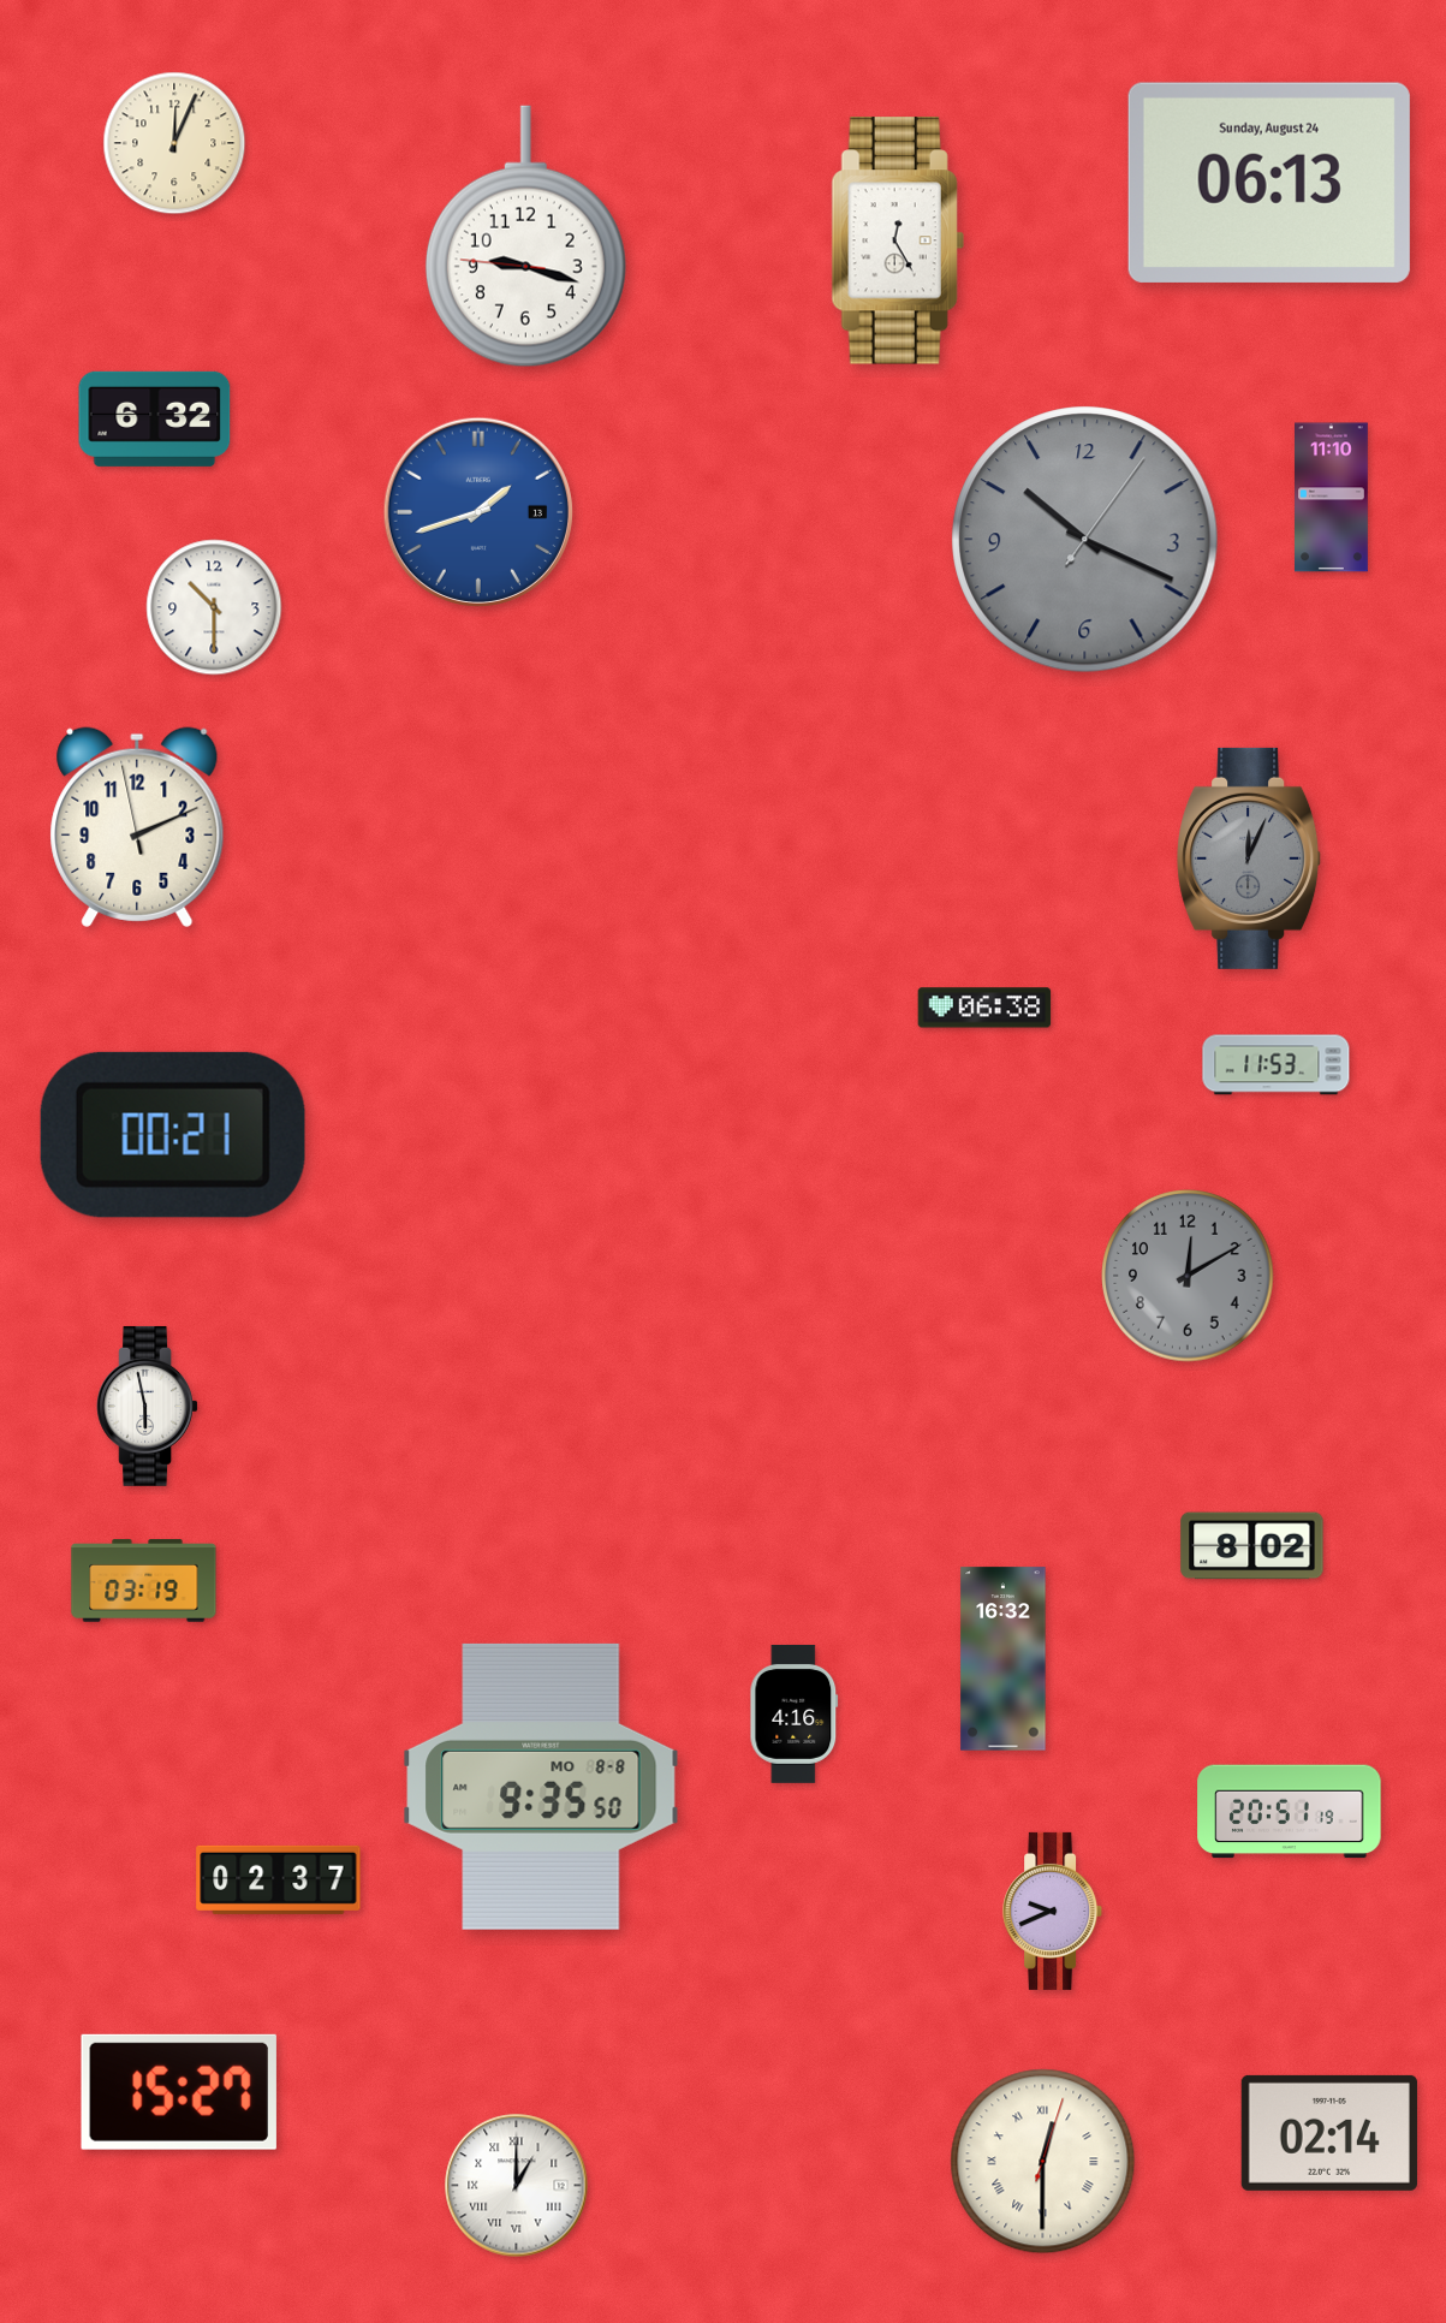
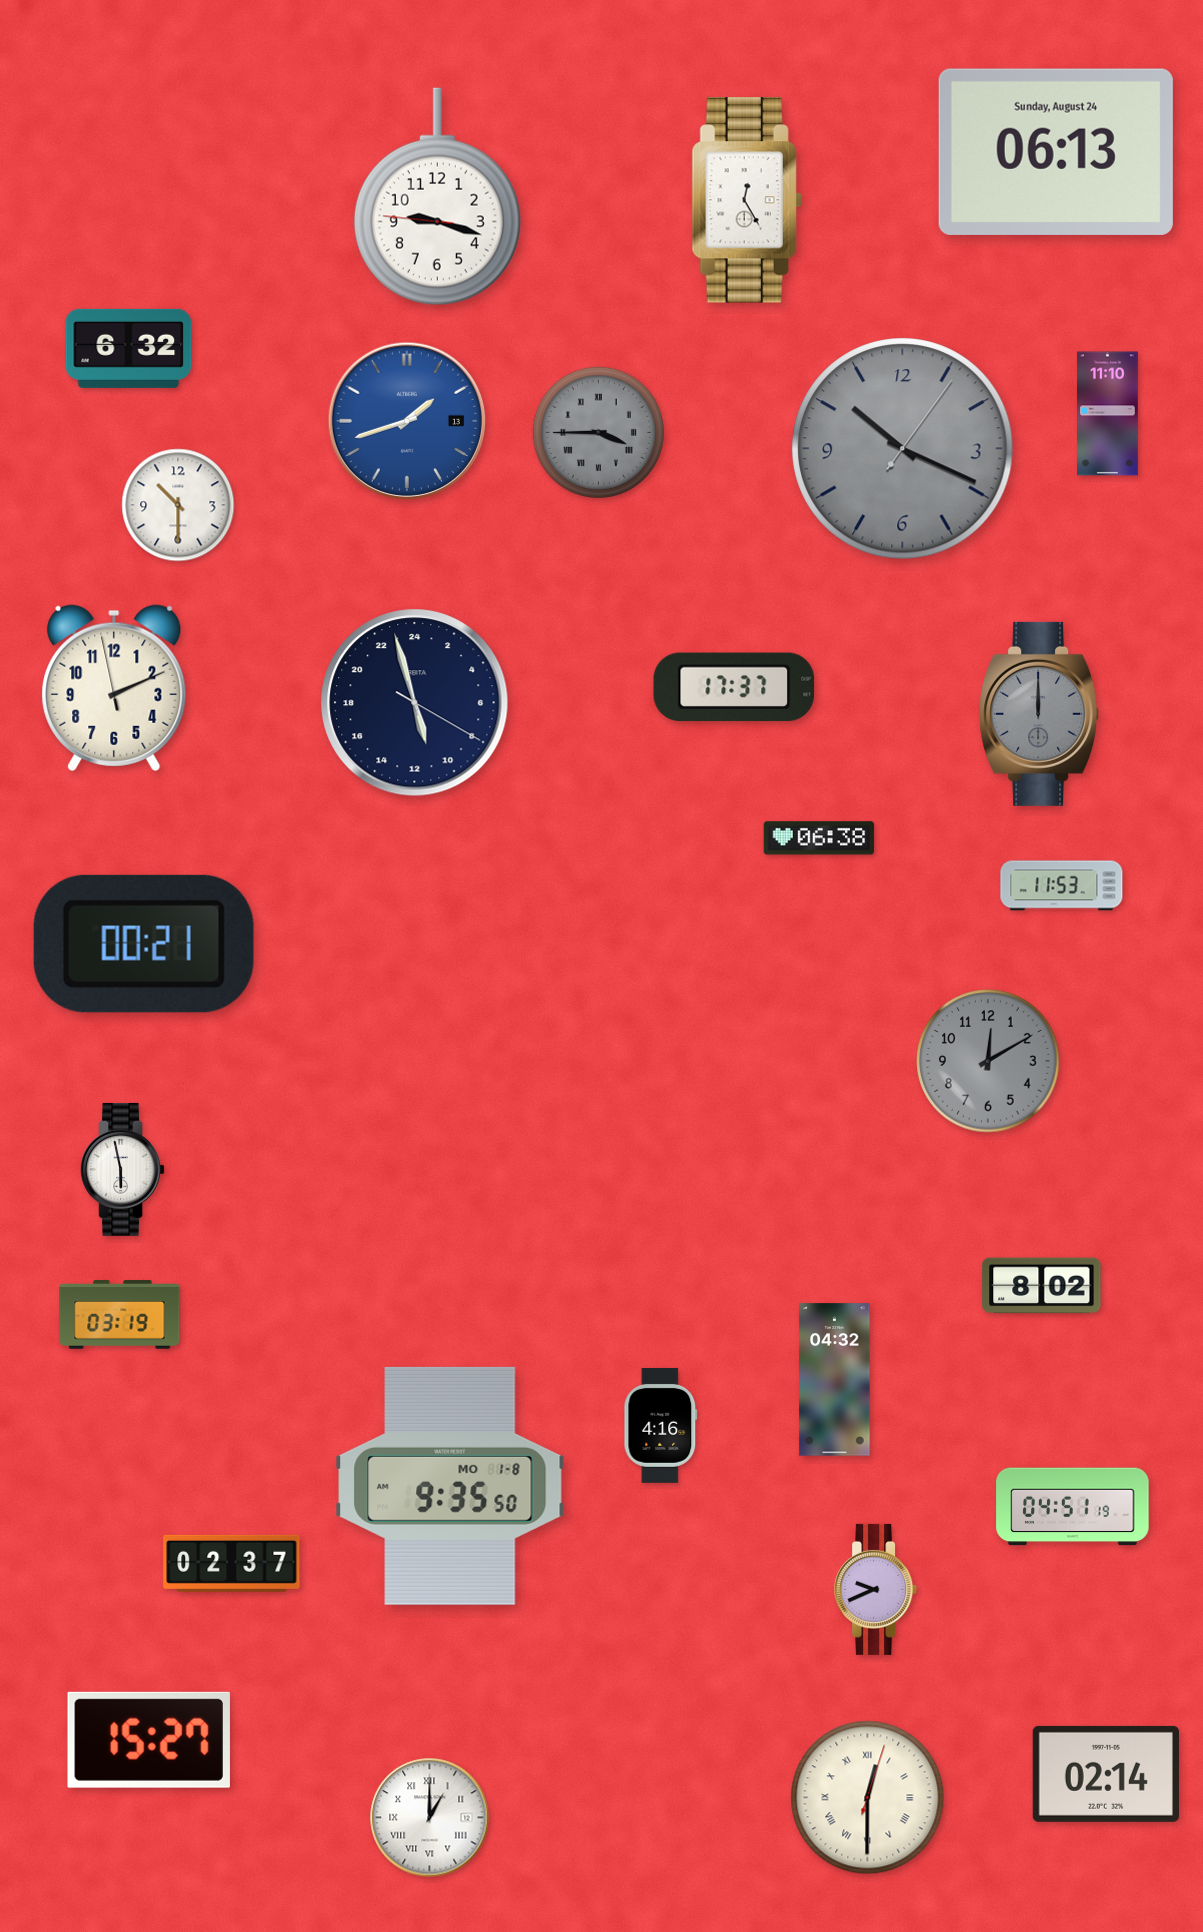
clock at (174, 143): 12:04 -> none
clock at (477, 511) position: (477, 511) -> (406, 420)
clock at (598, 432): none -> 3:45
clock at (734, 687): none -> 17:37
clock at (415, 703): none -> 10:57
clock at (1250, 858): 12:04 -> 12:00
clock at (1004, 1659): 16:32 -> 04:32
clock at (541, 1787) date: MO 8-8 -> MO 1-8
clock at (1290, 1812): 20:51 -> 04:51
